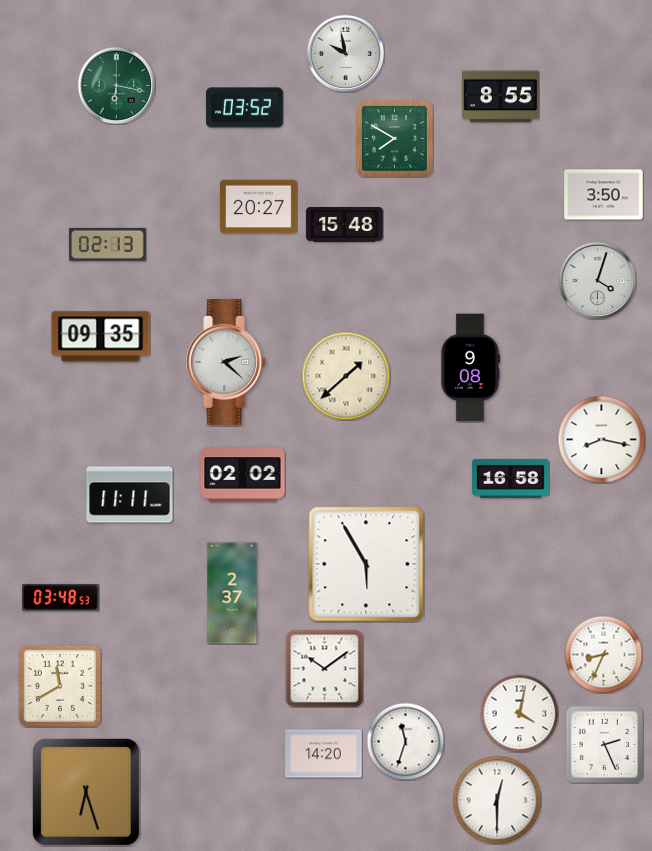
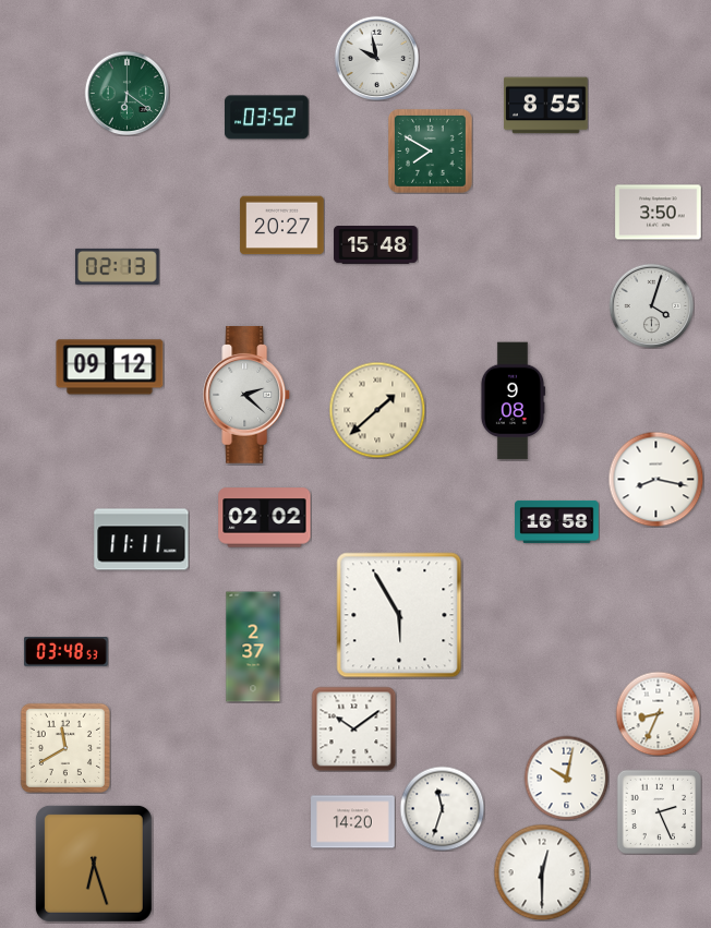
clock at (116, 85): 6:17 -> 6:21
clock at (101, 337): 09:35 -> 09:12
clock at (519, 713): 4:02 -> 10:02
